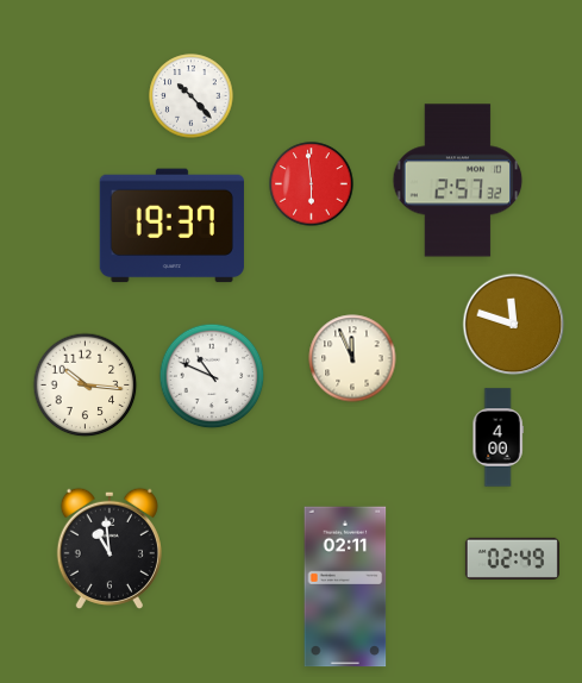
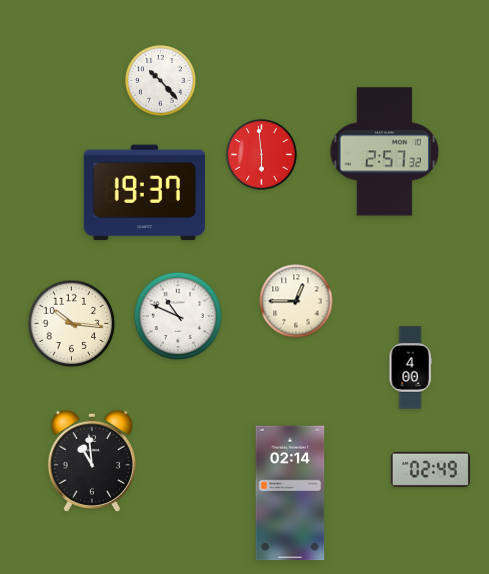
clock at (171, 226) position: (171, 226) -> (144, 193)
clock at (514, 325): 11:48 -> none
clock at (352, 358): 11:56 -> 12:45
clock at (497, 438) position: (497, 438) -> (410, 368)
clock at (345, 587): 02:11 -> 02:14
